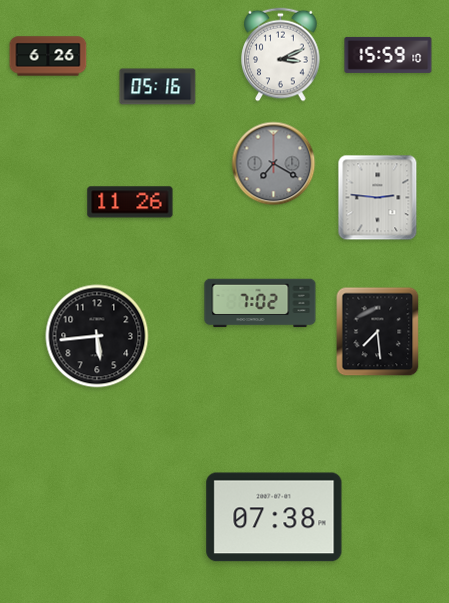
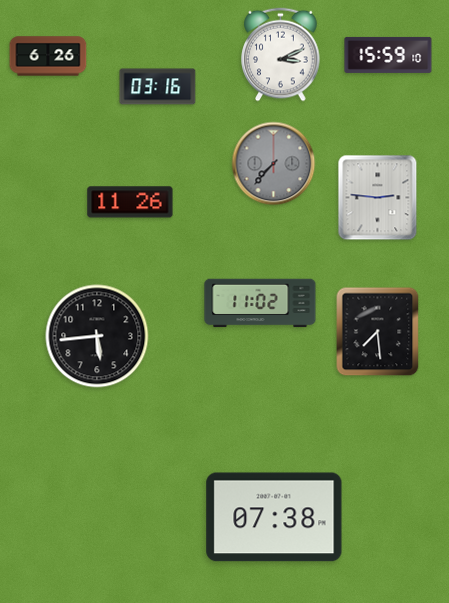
clock at (158, 87): 05:16 -> 03:16
clock at (274, 164): 7:20 -> 7:37
clock at (260, 303): 7:02 -> 11:02
